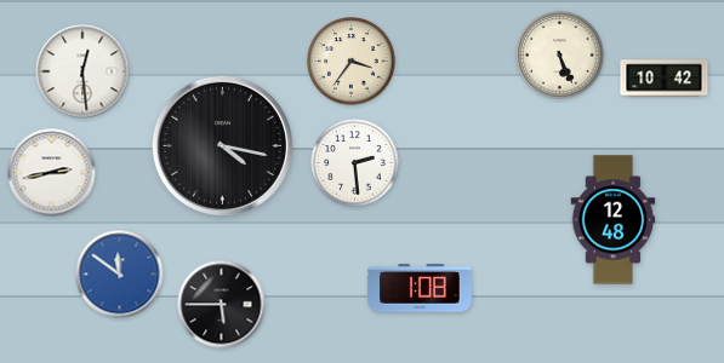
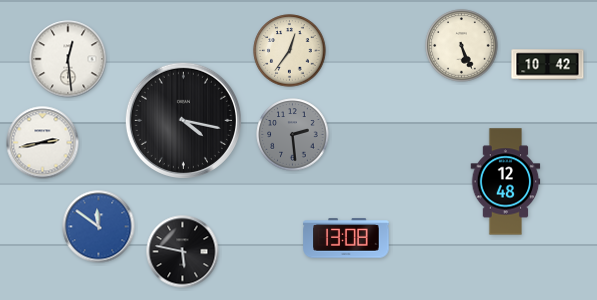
clock at (352, 62): 3:36 -> 12:36
clock at (355, 163) dial: white -> grey
clock at (420, 288): 1:08 -> 13:08
clock at (222, 305): 5:45 -> 5:47
